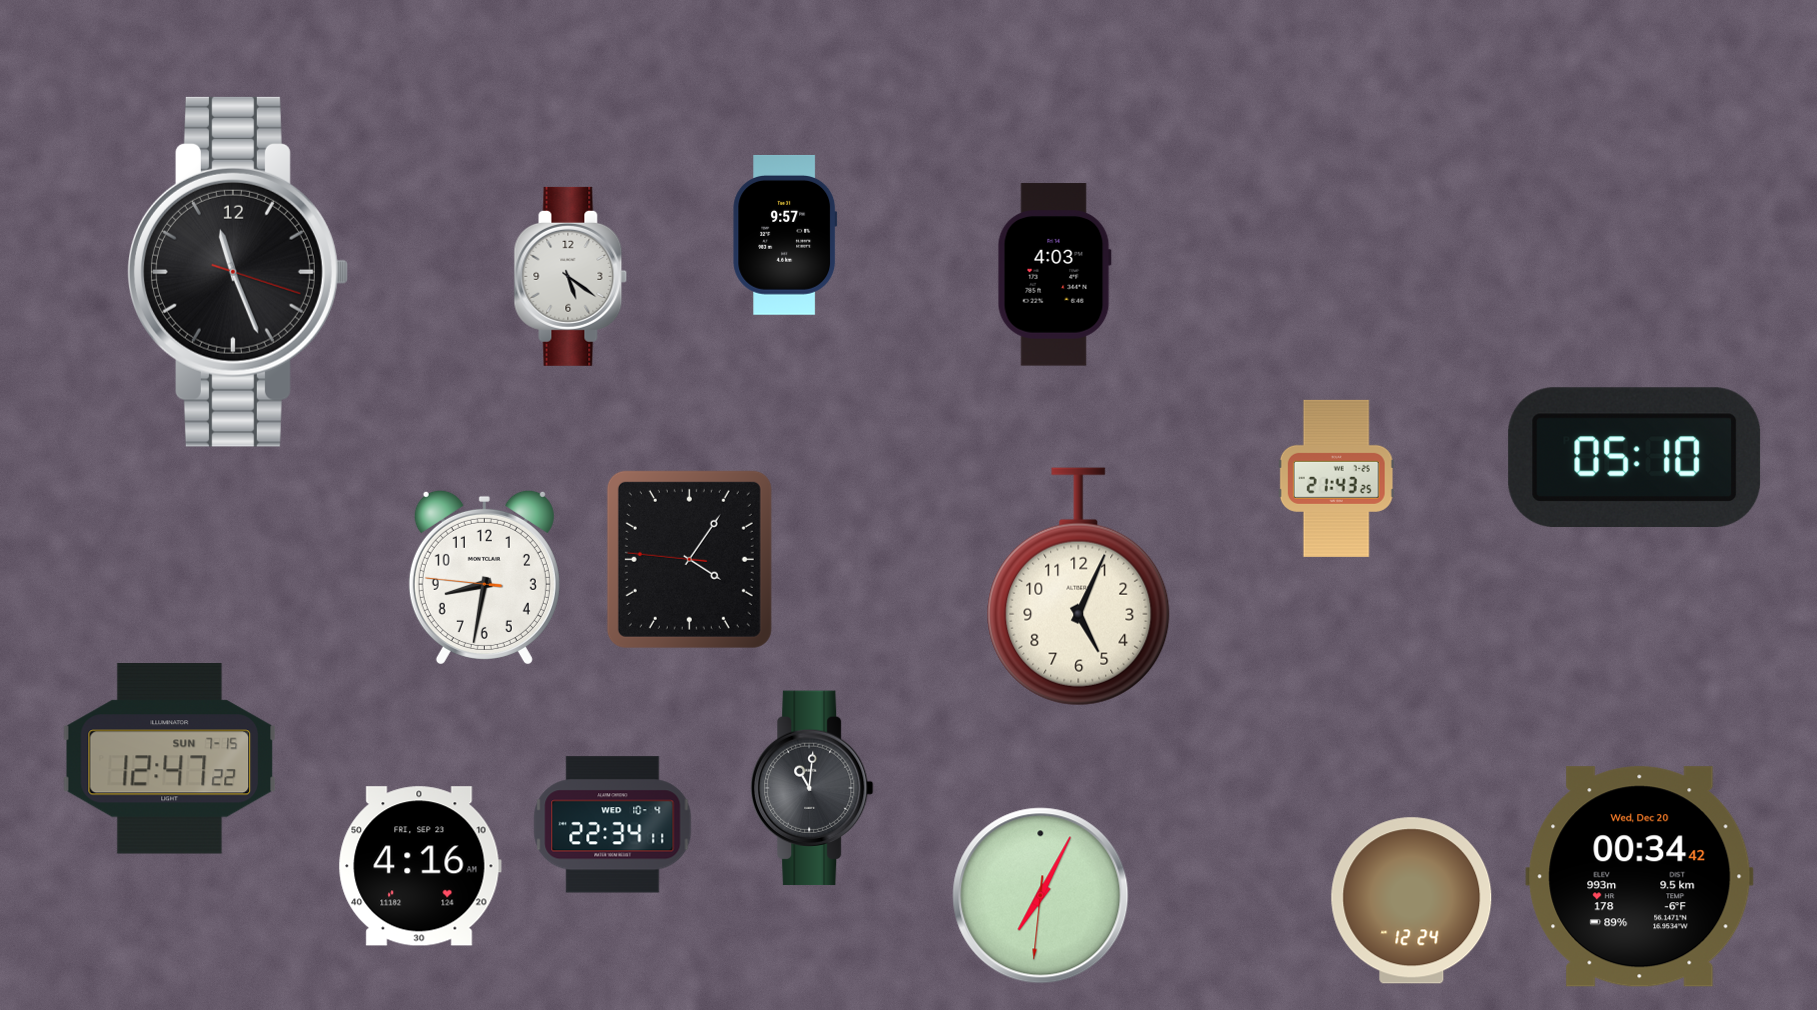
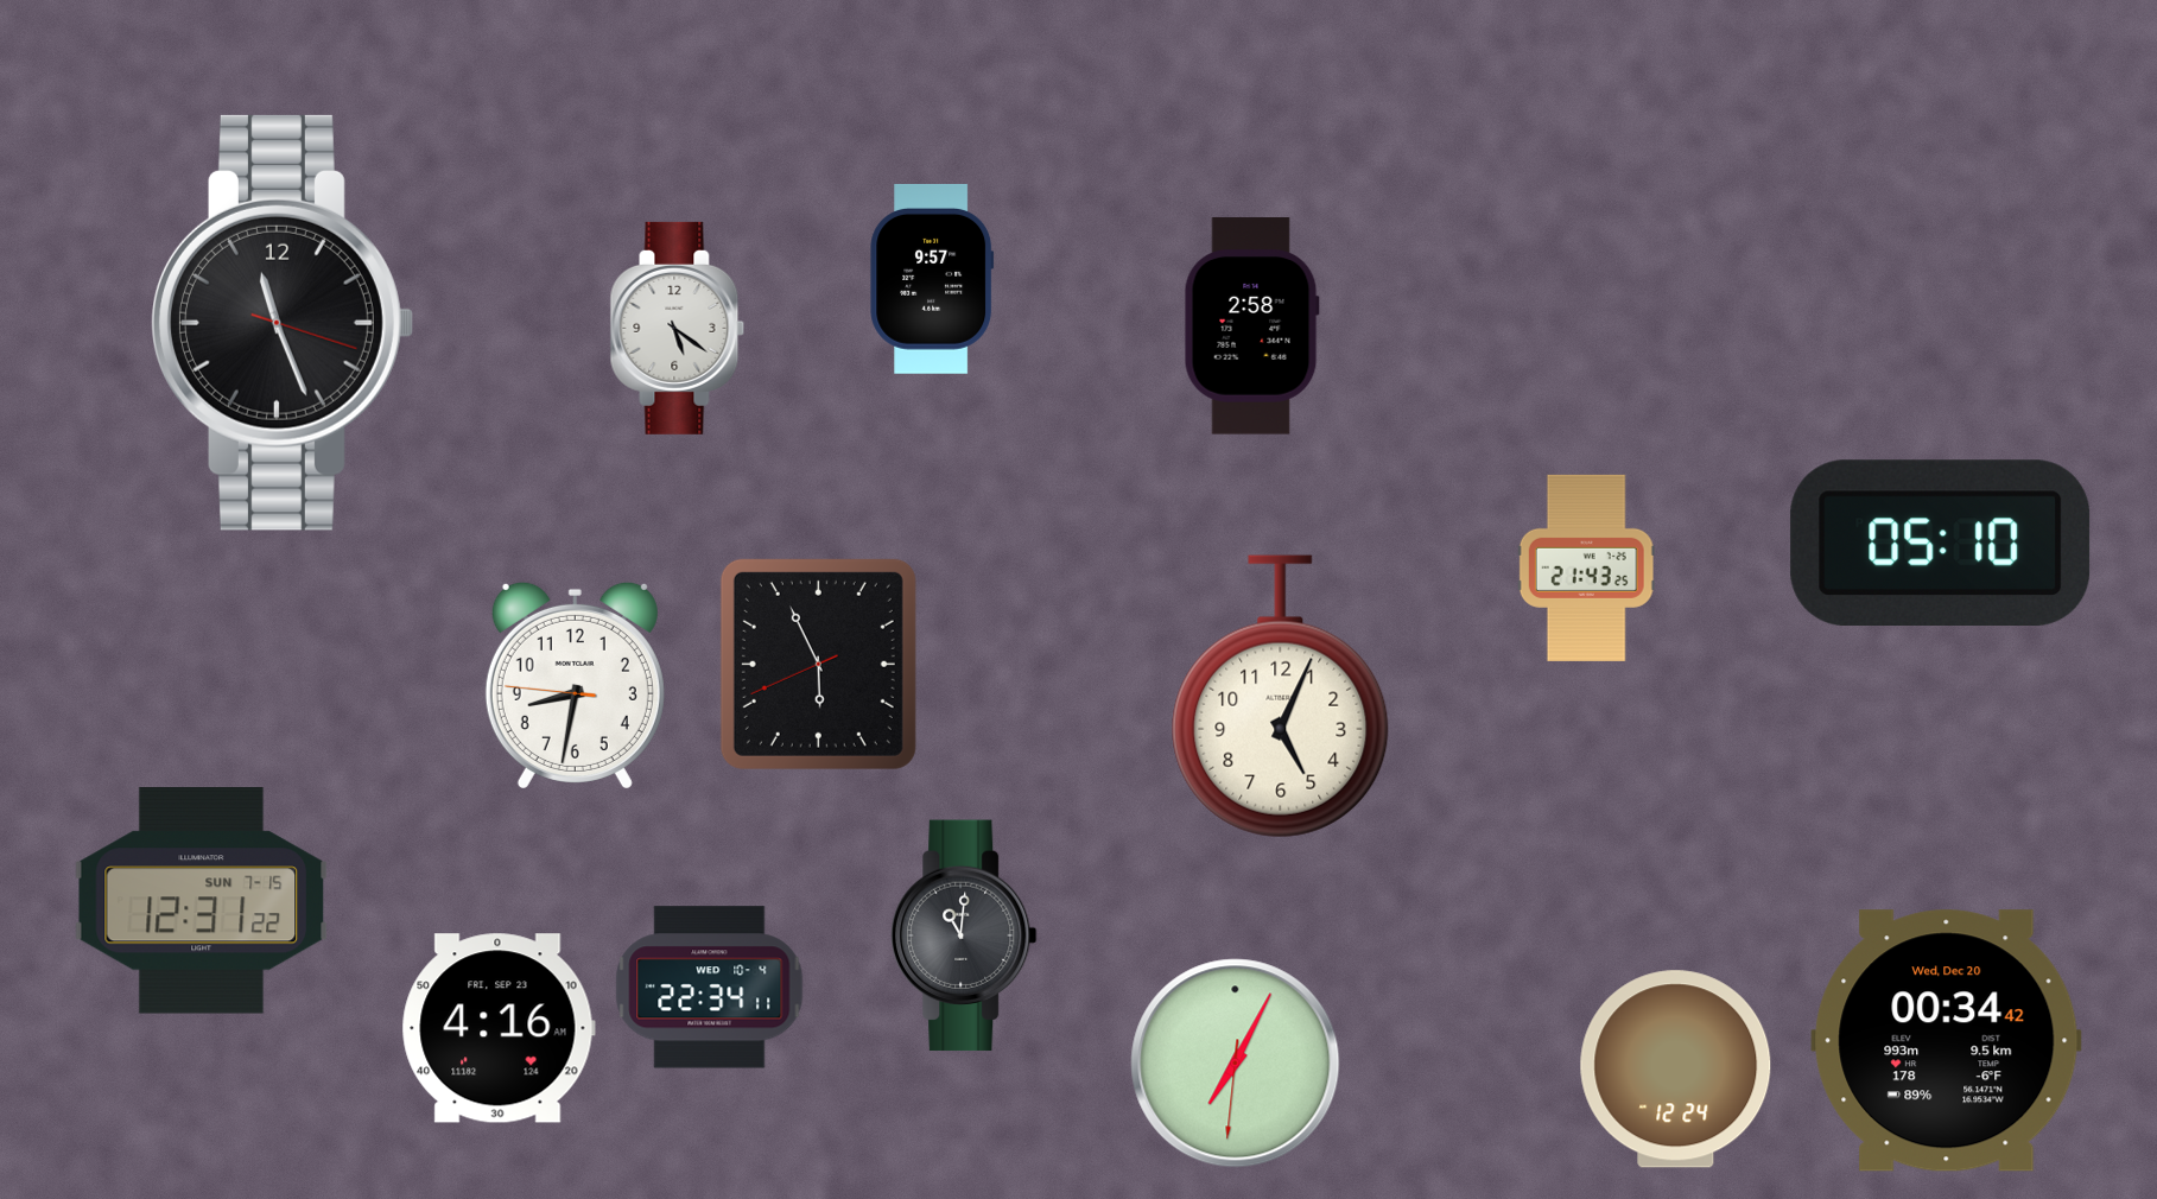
clock at (1054, 275): 4:03 -> 2:58
clock at (689, 559): 4:05 -> 5:55
clock at (170, 759): 12:47 -> 12:31
clock at (613, 825) position: (613, 825) -> (710, 988)
